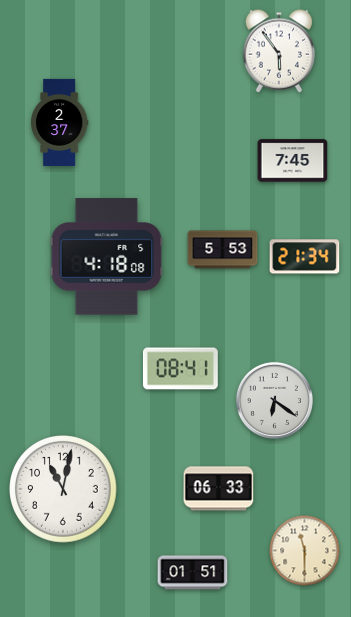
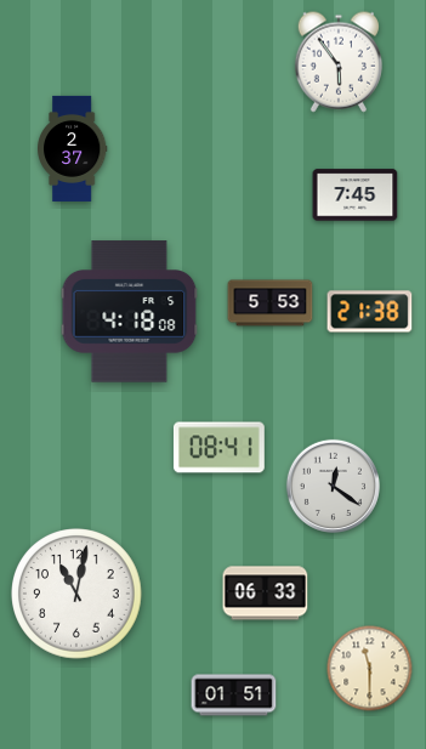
clock at (305, 257): 21:34 -> 21:38
clock at (274, 400): 6:21 -> 12:21
